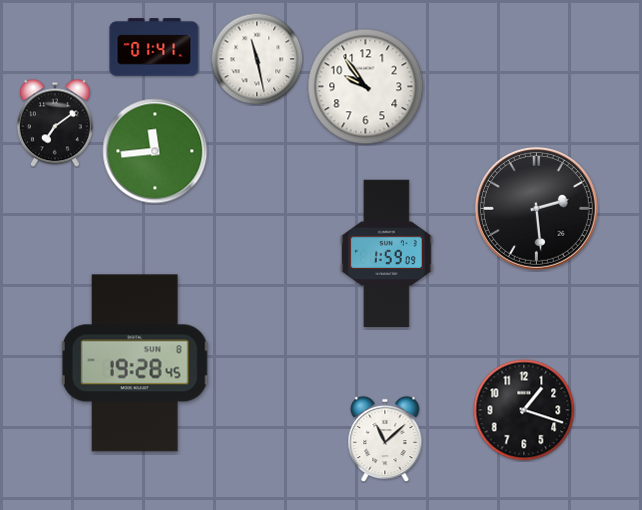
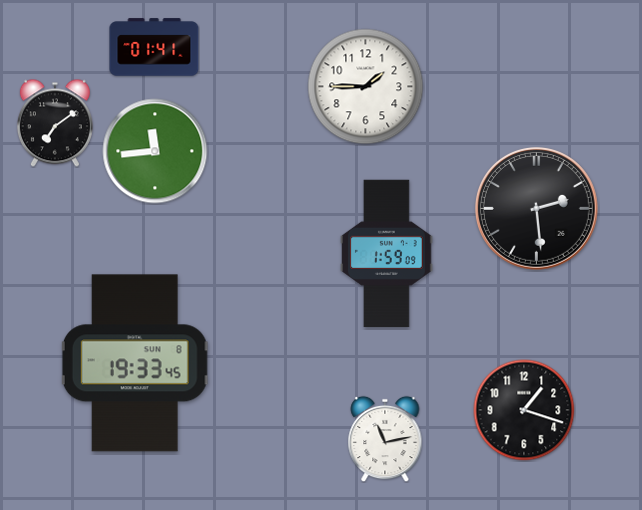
clock at (257, 59): 11:28 -> none
clock at (366, 87): 9:54 -> 1:45
clock at (135, 363): 19:28 -> 19:33
clock at (385, 439): 11:08 -> 11:13
